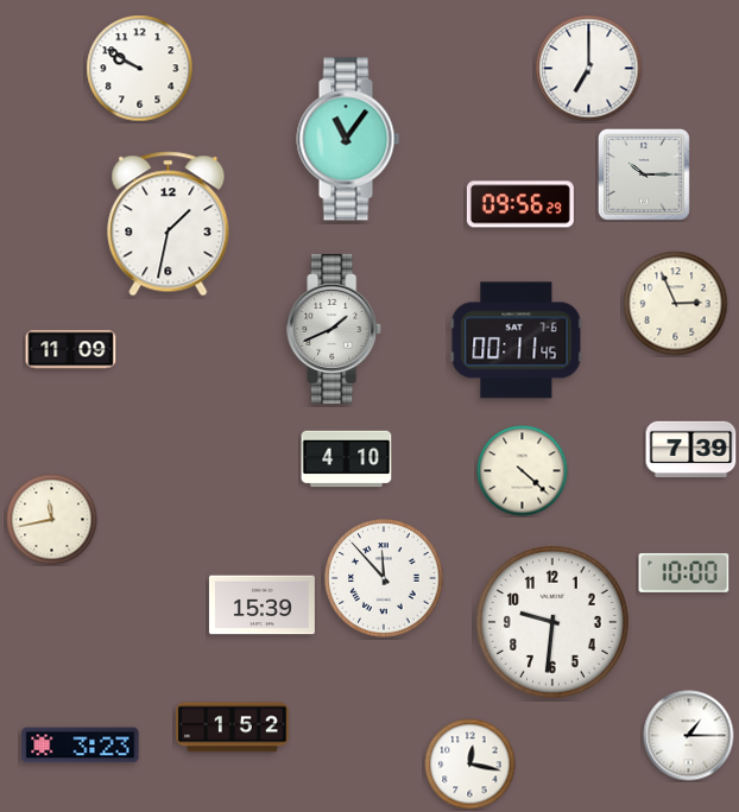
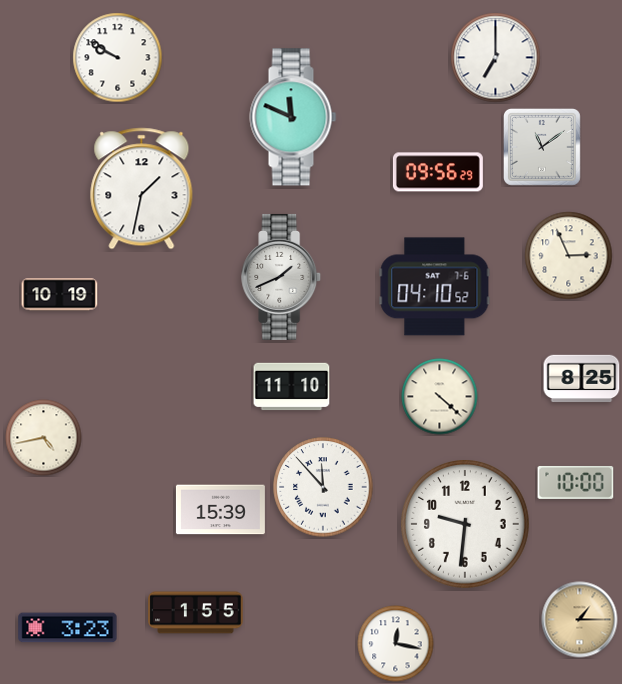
clock at (348, 139): 11:06 -> 11:49
clock at (644, 175): 10:15 -> 11:09
clock at (517, 341): 00:11 -> 04:10
clock at (71, 350): 11:09 -> 10:19
clock at (691, 450): 7:39 -> 8:25
clock at (347, 459): 4:10 -> 11:10
clock at (52, 520): 11:43 -> 4:43
clock at (233, 728): 1:52 -> 1:55
clock at (689, 736) dial: white -> champagne
